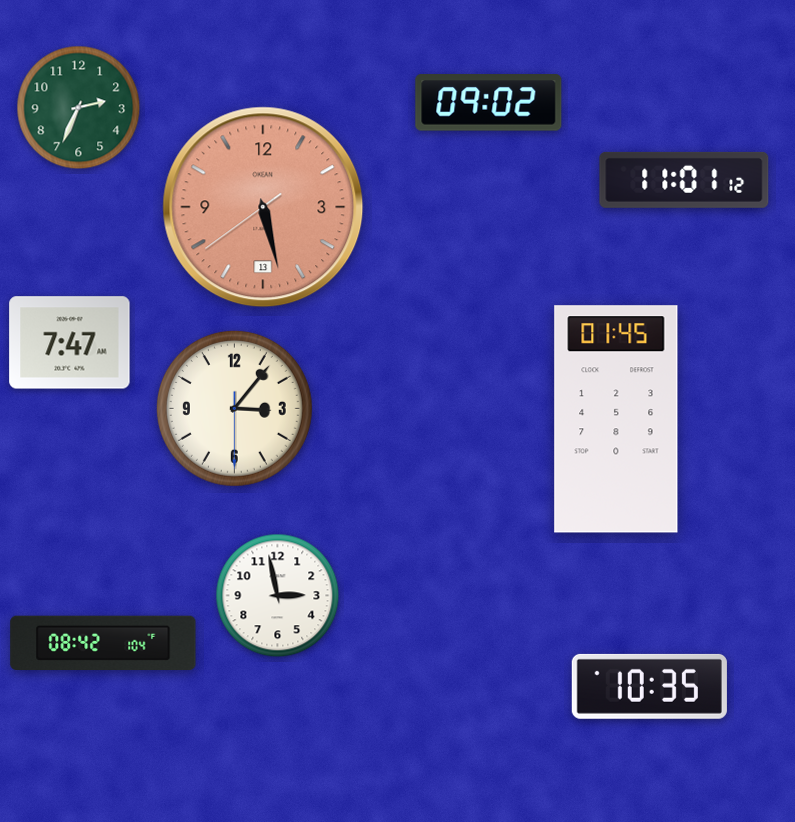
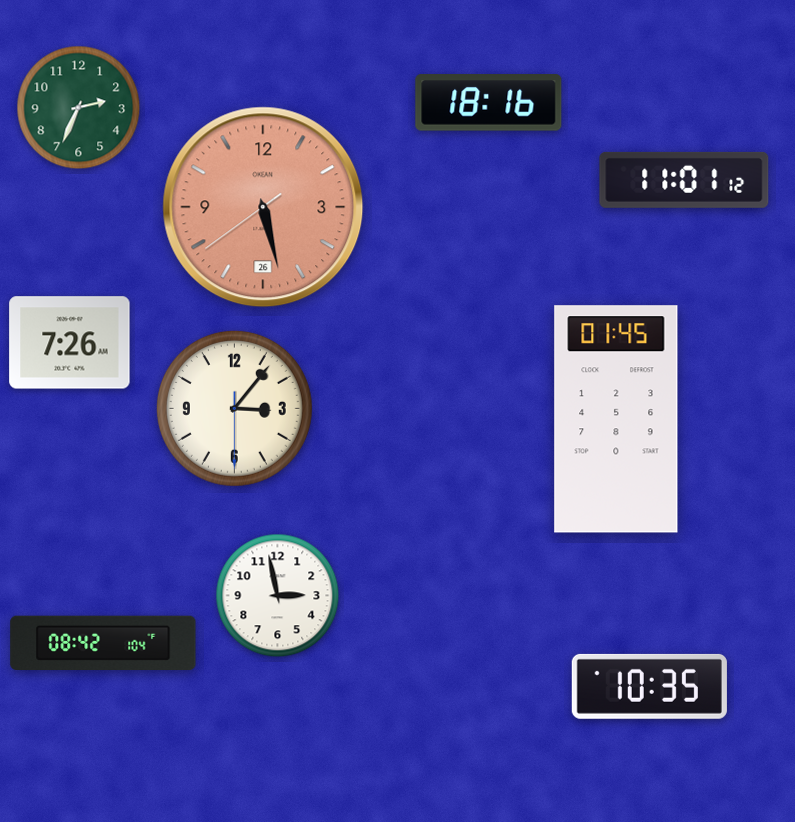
clock at (489, 103): 09:02 -> 18:16
clock at (263, 207) date: 13 -> 26
clock at (70, 343): 7:47 -> 7:26
